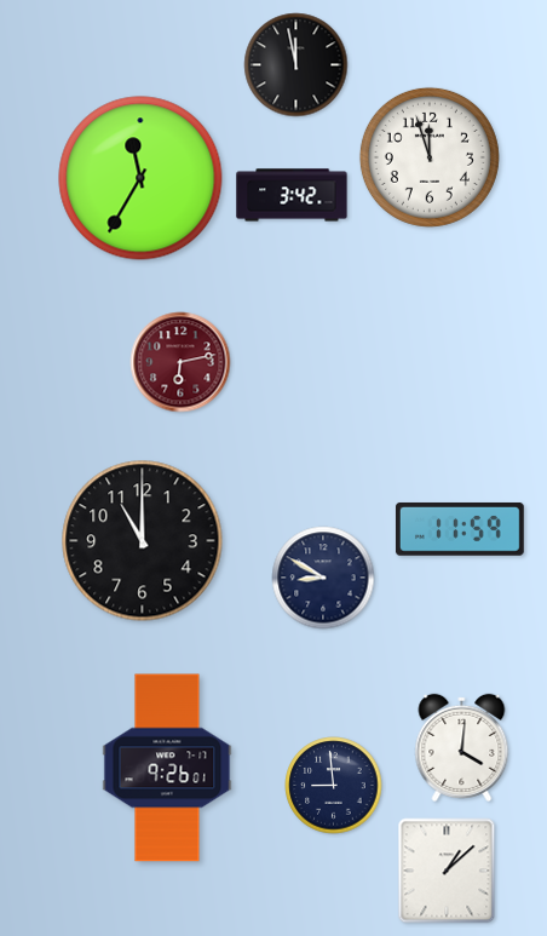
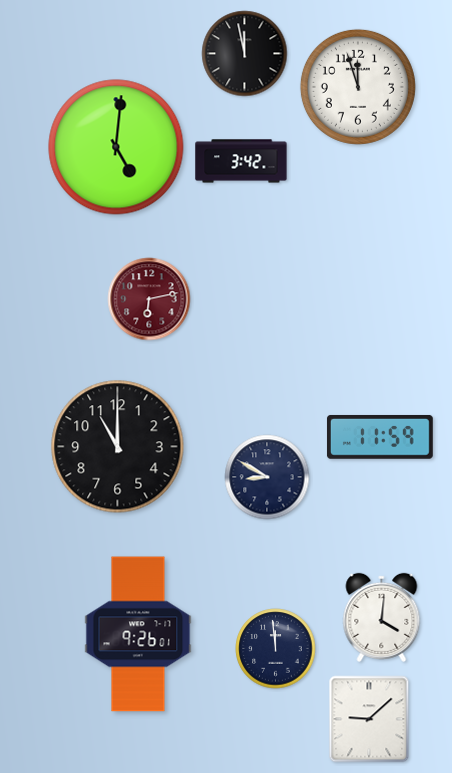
clock at (430, 157) position: (430, 157) -> (358, 87)
clock at (140, 178): 11:35 -> 5:01
clock at (334, 786): 8:59 -> 11:59
clock at (447, 871): 1:08 -> 9:08
